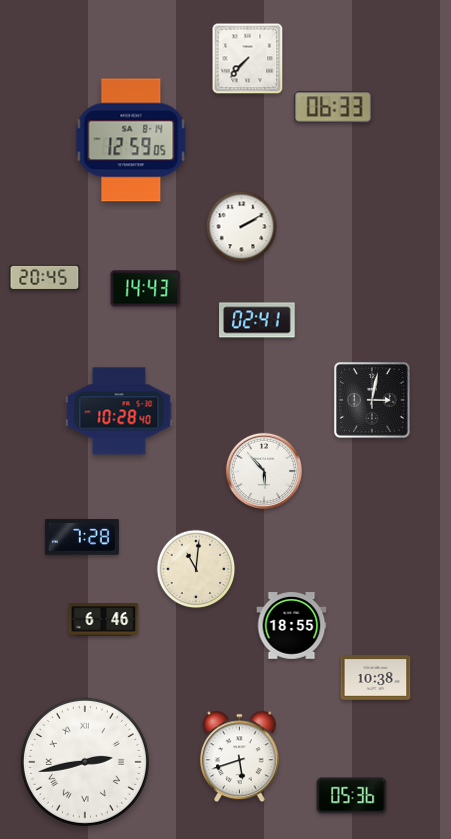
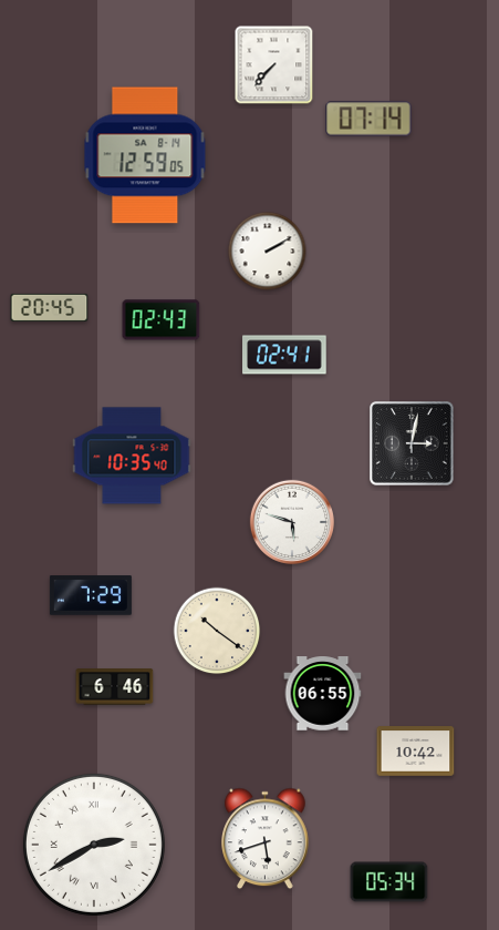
clock at (333, 107): 06:33 -> 07:14
clock at (146, 289): 14:43 -> 02:43
clock at (119, 411): 10:28 -> 10:35
clock at (263, 470): 5:53 -> 5:48
clock at (82, 537): 7:28 -> 7:29
clock at (196, 569): 11:01 -> 10:21
clock at (292, 626): 18:55 -> 06:55
clock at (376, 678): 10:38 -> 10:42
clock at (85, 762): 2:43 -> 2:40
clock at (352, 796): 05:36 -> 05:34
